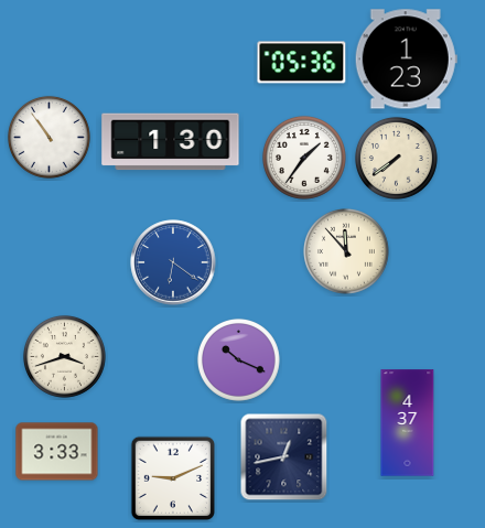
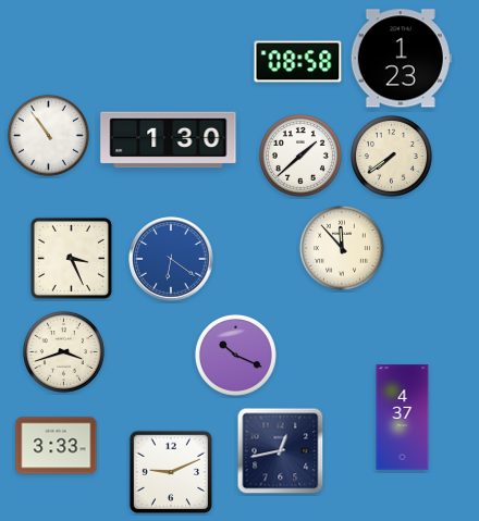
clock at (302, 63): 05:36 -> 08:58
clock at (304, 158): 1:36 -> 1:38
clock at (71, 258): none -> 3:26
